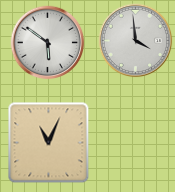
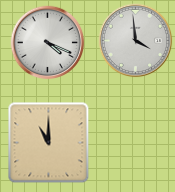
clock at (48, 43): 5:51 -> 4:19
clock at (49, 143): 11:04 -> 11:00
